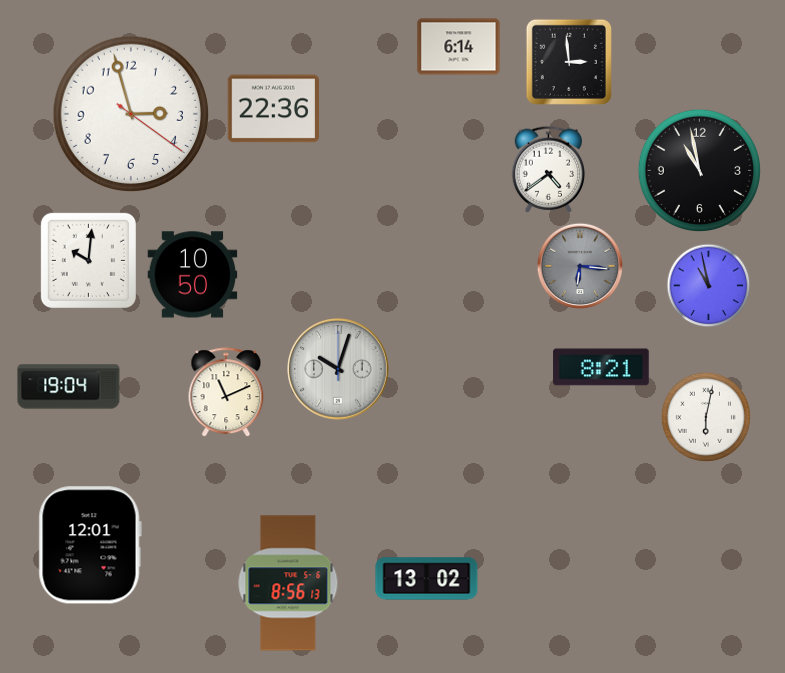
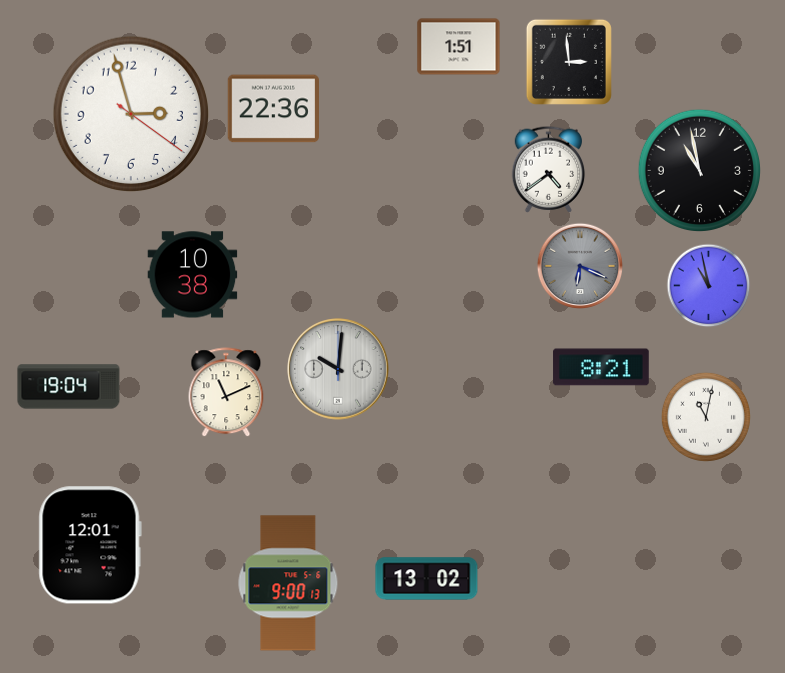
clock at (459, 47): 6:14 -> 1:51
clock at (88, 260): 10:01 -> none
clock at (579, 265): 6:16 -> 6:19
clock at (193, 275): 10:50 -> 10:38
clock at (338, 369): 10:03 -> 10:01
clock at (706, 417): 6:02 -> 11:02
clock at (288, 583): 8:56 -> 9:00
